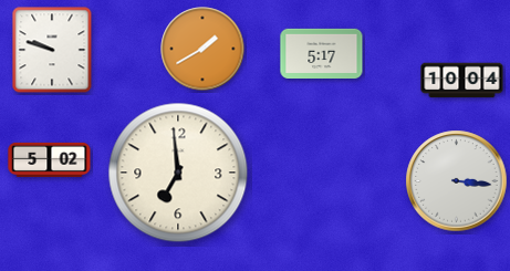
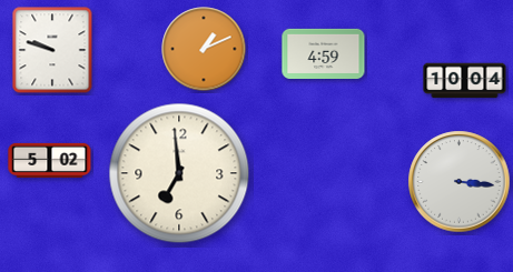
clock at (202, 49): 1:40 -> 1:11
clock at (322, 53): 5:17 -> 4:59
